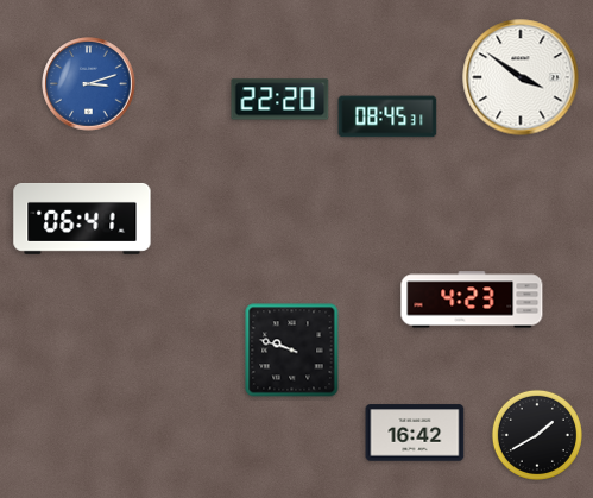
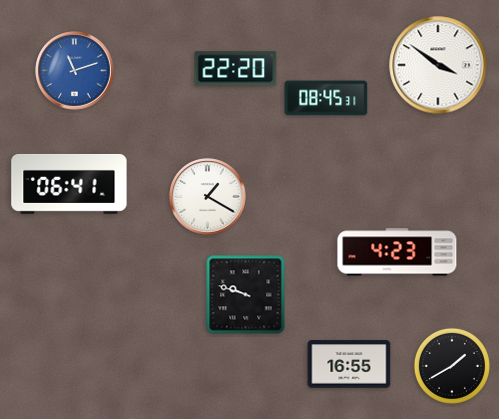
clock at (89, 84): 3:12 -> 11:12
clock at (280, 100) position: (280, 100) -> (236, 69)
clock at (208, 197): none -> 1:20
clock at (415, 433): 16:42 -> 16:55
